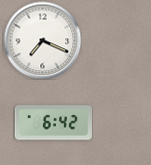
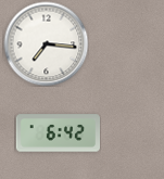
clock at (42, 40): 7:19 -> 7:16
